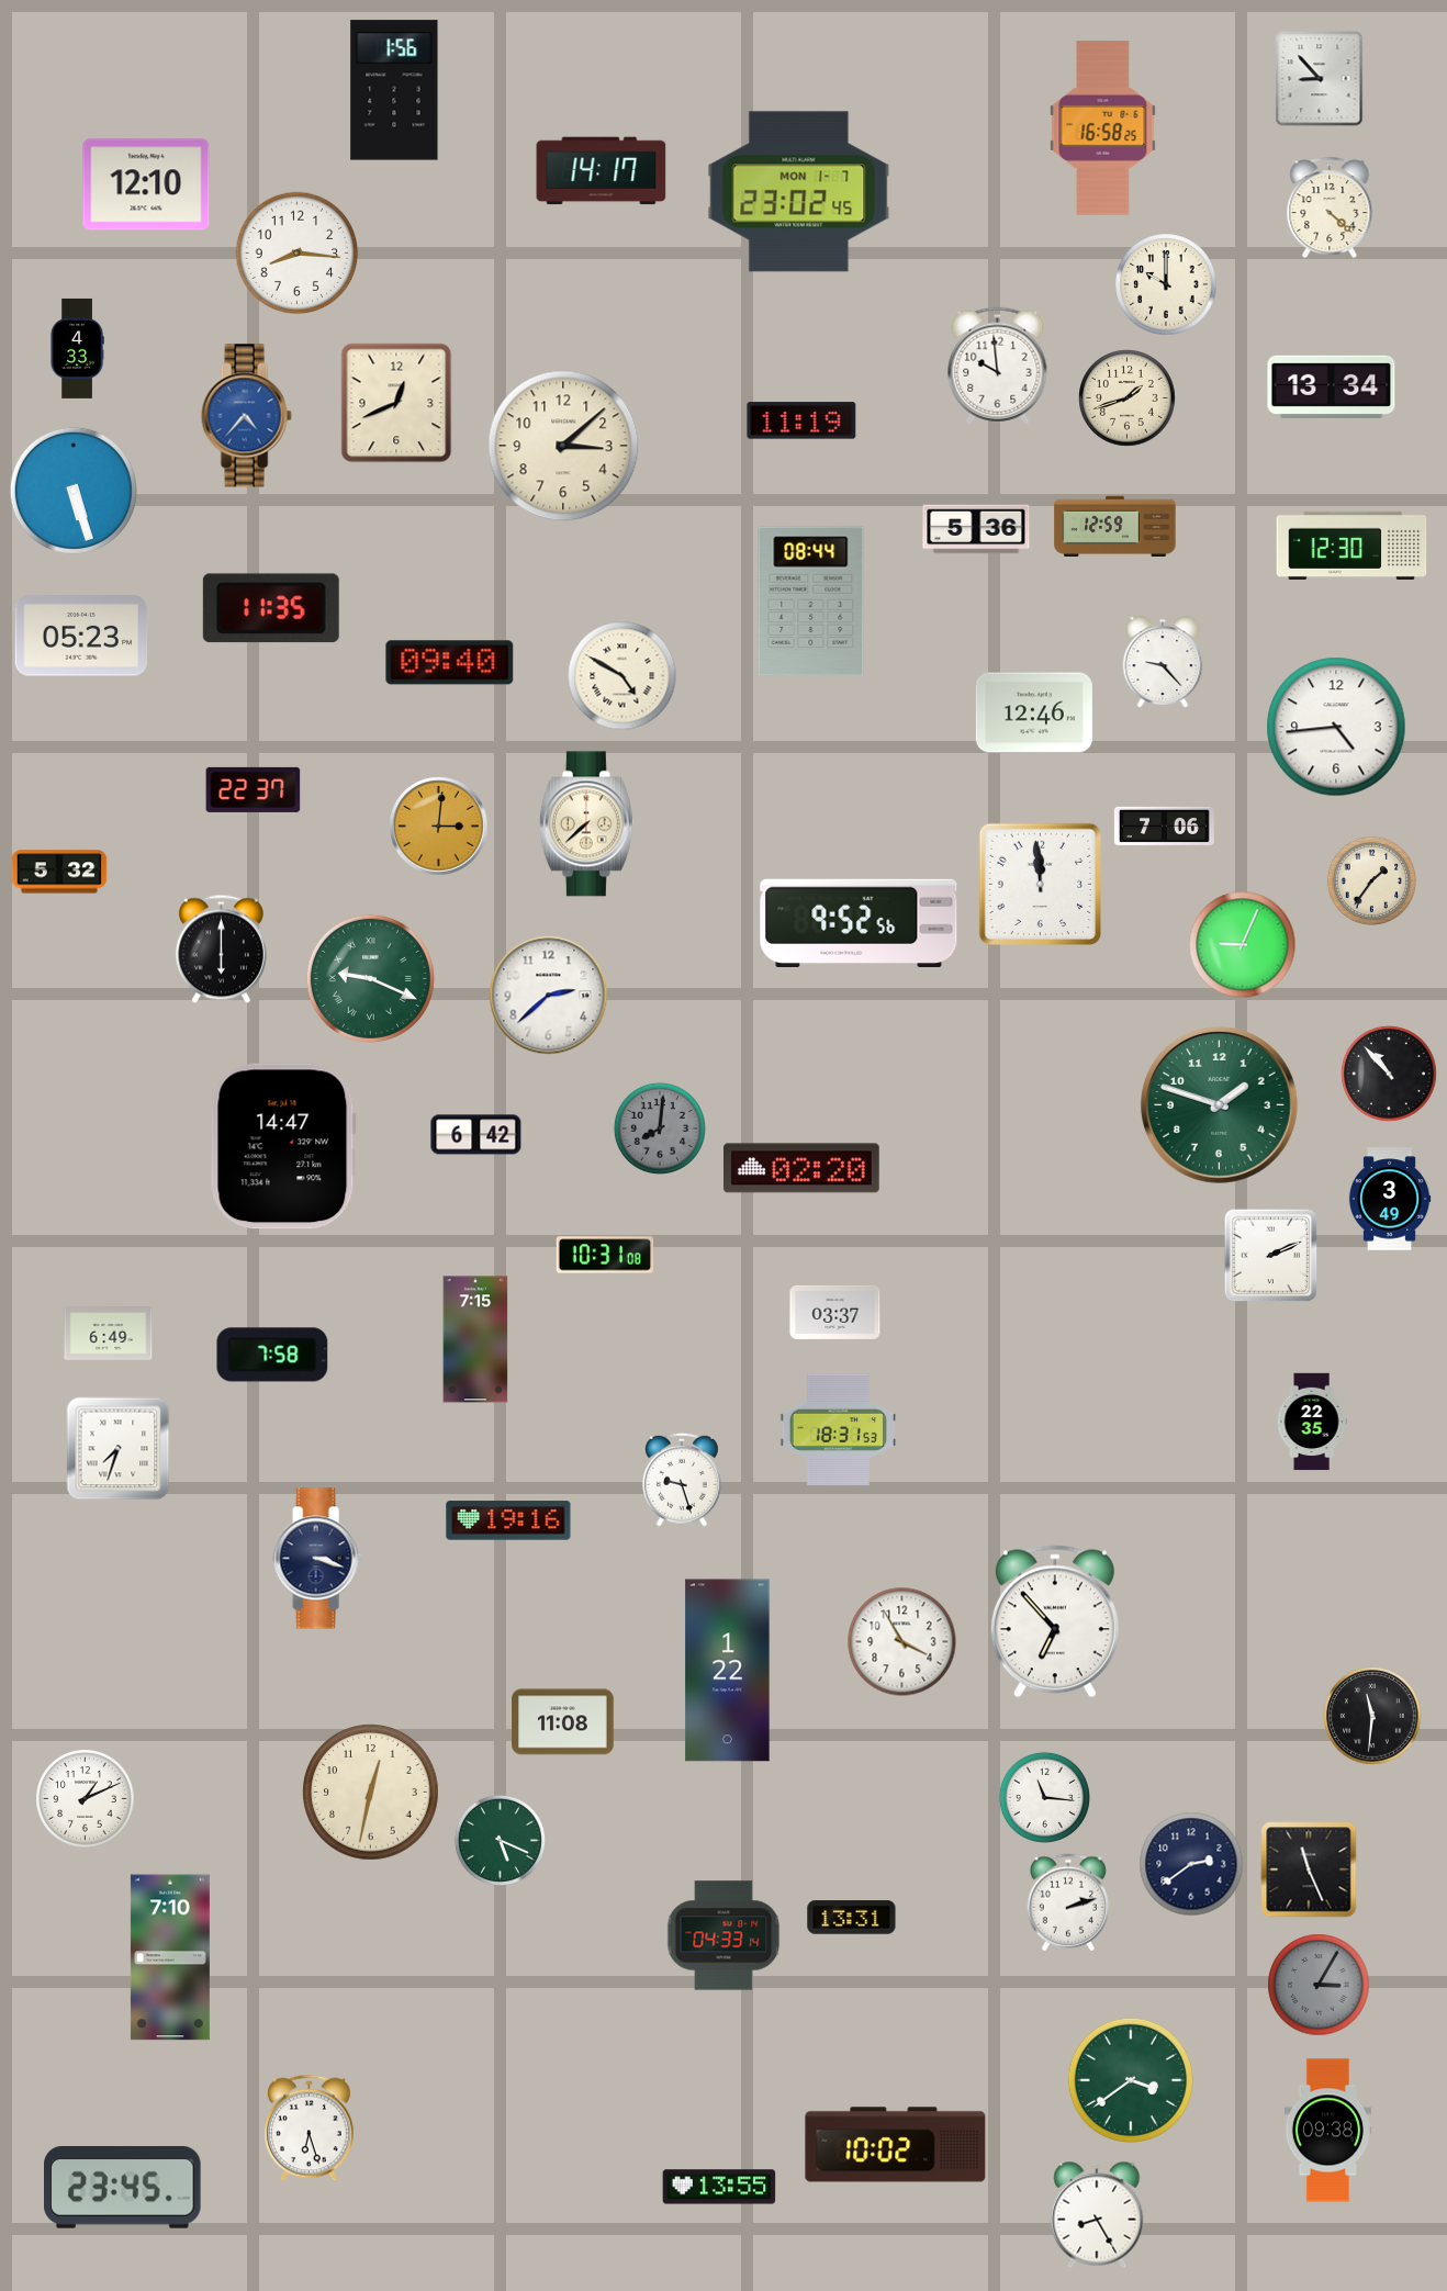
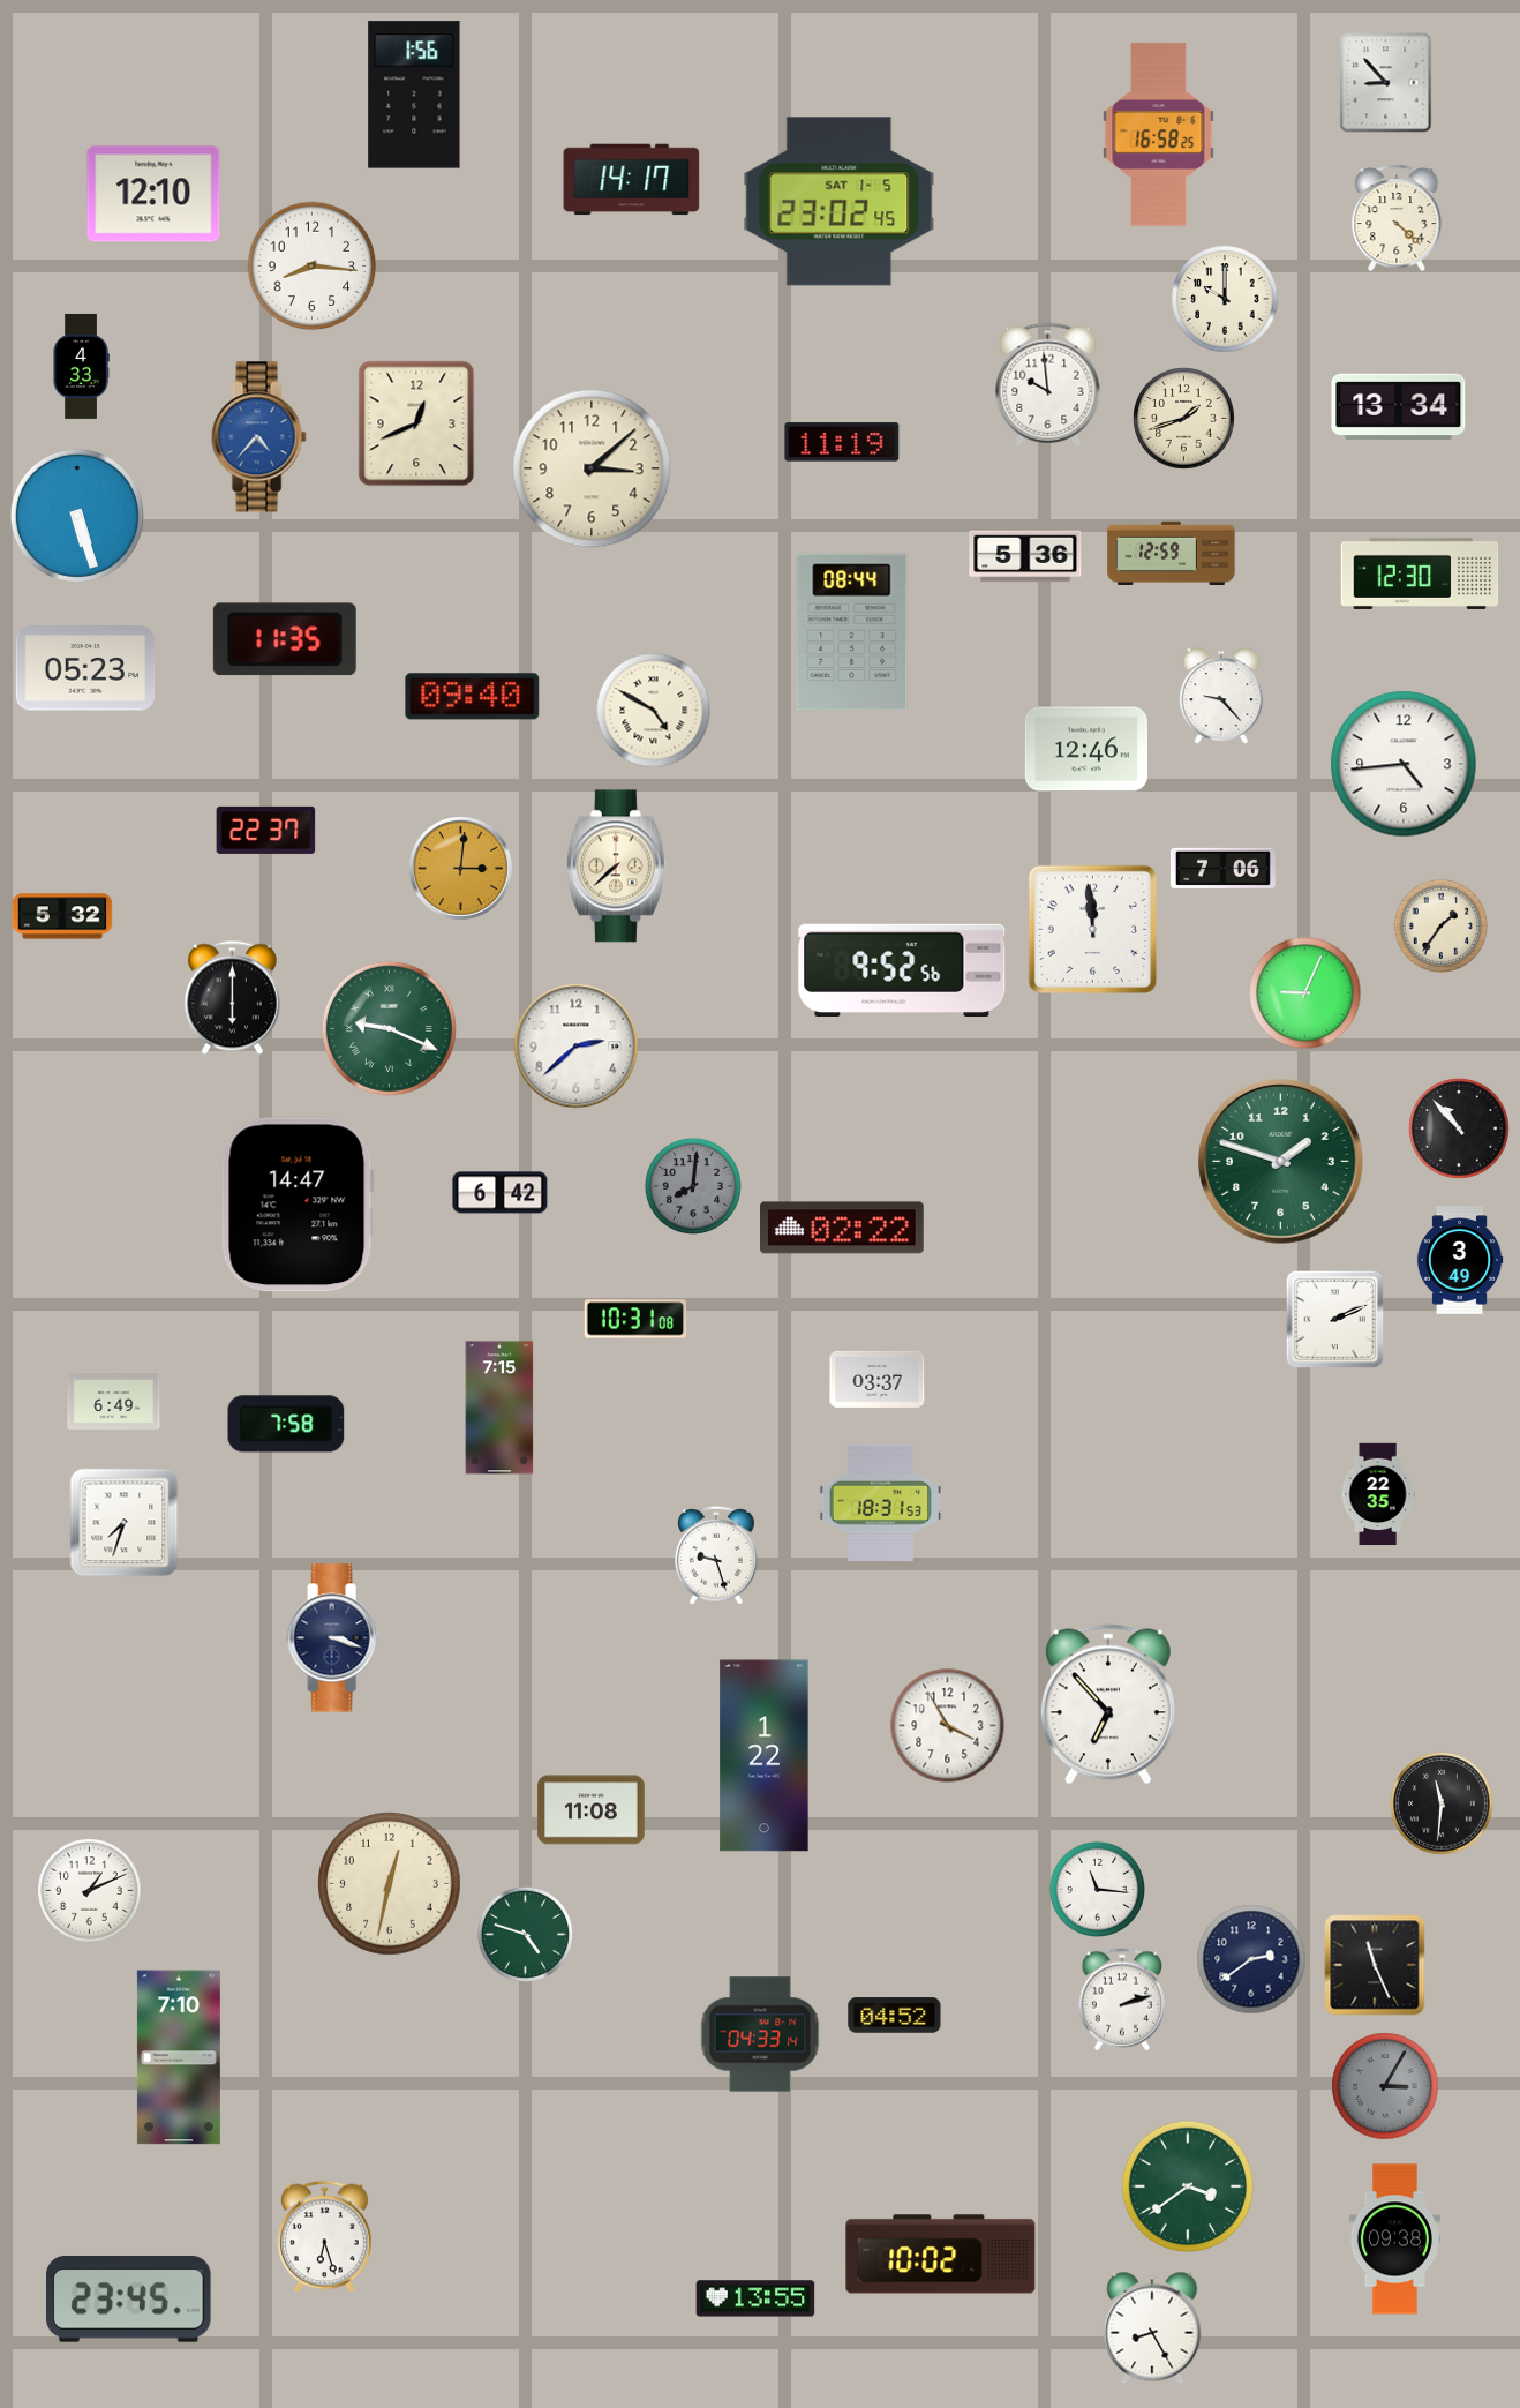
clock at (799, 192) date: MON 1-7 -> SAT 1-5
clock at (803, 1168): 02:20 -> 02:22
clock at (508, 1520): 19:16 -> none
clock at (500, 1840): 5:19 -> 4:48
clock at (852, 1918): 13:31 -> 04:52
